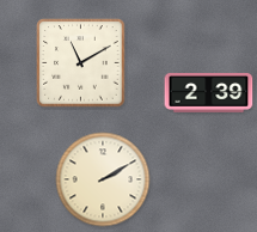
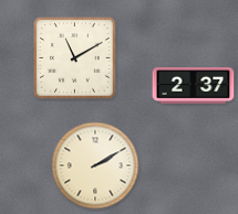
clock at (209, 93): 2:39 -> 2:37
